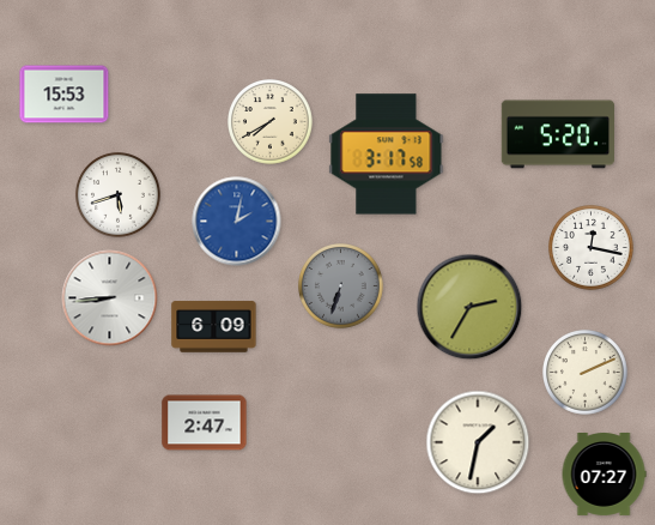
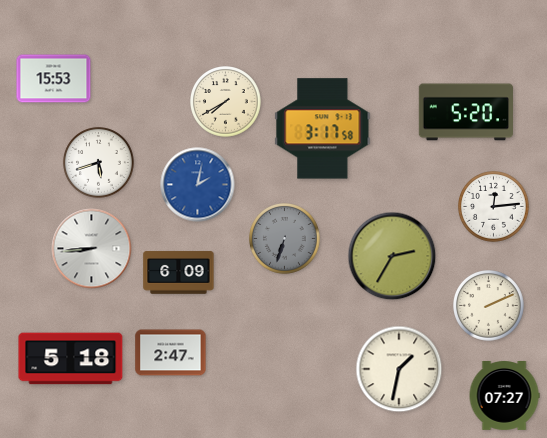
clock at (592, 248): 12:17 -> 12:14
clock at (586, 373) position: (586, 373) -> (489, 306)
clock at (71, 359): none -> 5:18
